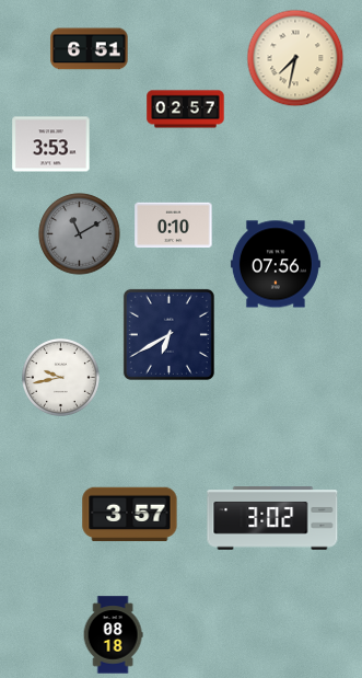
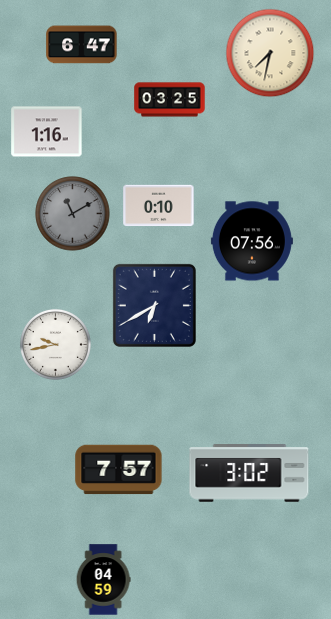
clock at (90, 49): 6:51 -> 6:47
clock at (186, 110): 02:57 -> 03:25
clock at (51, 145): 3:53 -> 1:16
clock at (130, 515): 3:57 -> 7:57
clock at (113, 635): 08:18 -> 04:59
